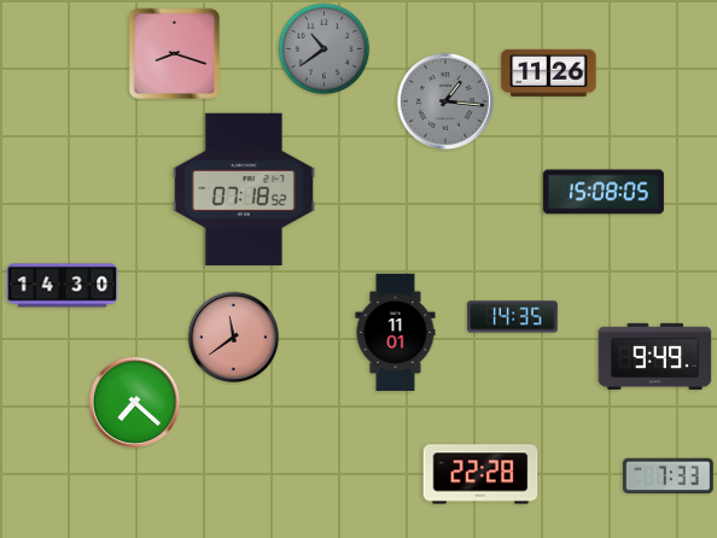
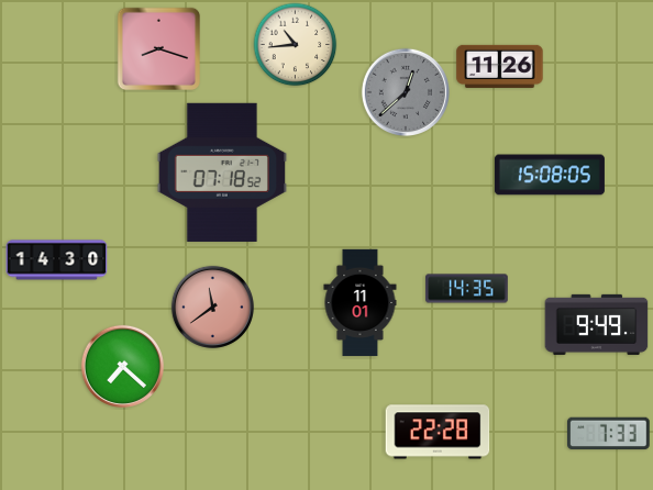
clock at (325, 49): 10:39 -> 10:44
clock at (325, 49) dial: grey -> cream
clock at (444, 100): 1:16 -> 12:38
